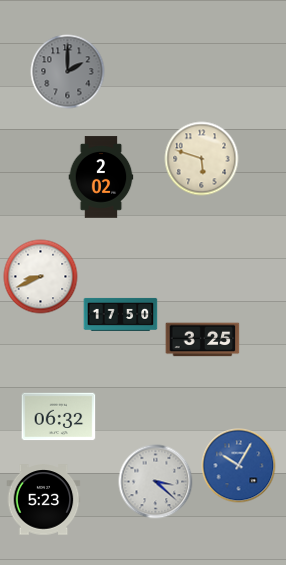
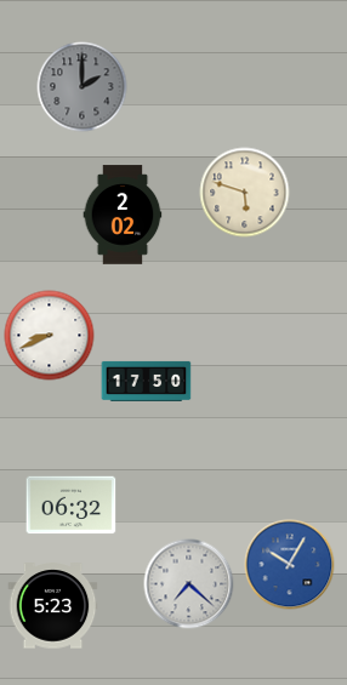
clock at (203, 340): 3:25 -> none
clock at (156, 482): 3:22 -> 7:22
